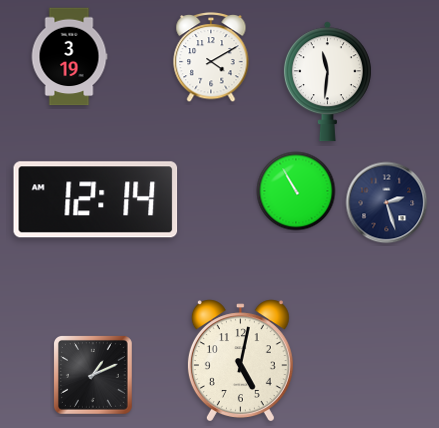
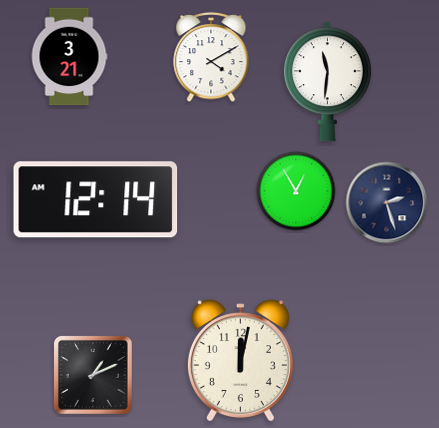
clock at (69, 57): 3:19 -> 3:21
clock at (296, 191): 10:55 -> 12:55
clock at (240, 361): 5:02 -> 12:02
